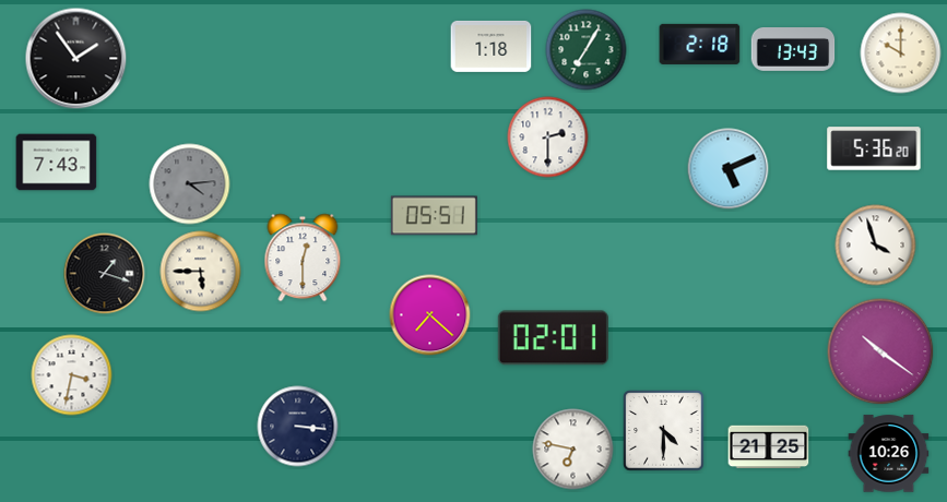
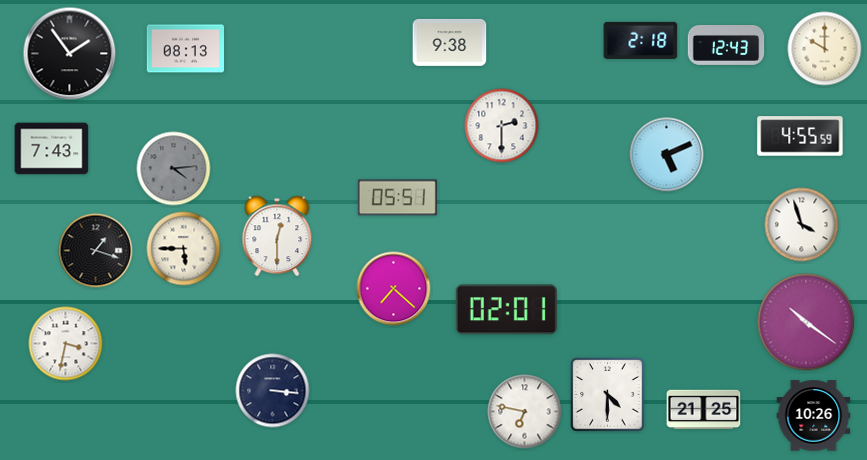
clock at (492, 46): 1:18 -> 9:38
clock at (587, 50): 7:05 -> none
clock at (793, 50): 13:43 -> 12:43
clock at (186, 49): none -> 08:13
clock at (874, 148): 5:36 -> 4:55
